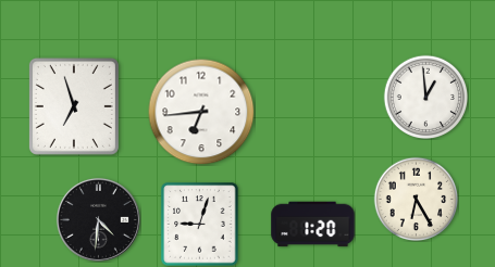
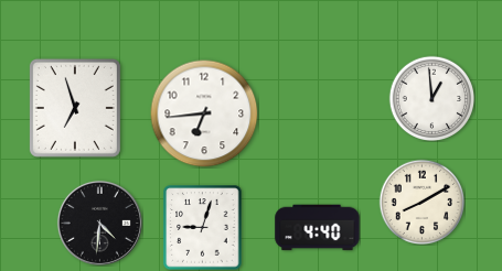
clock at (416, 199): 6:25 -> 8:10
clock at (313, 225): 1:20 -> 4:40
